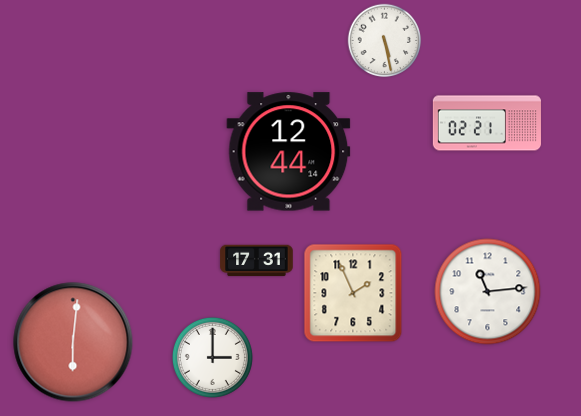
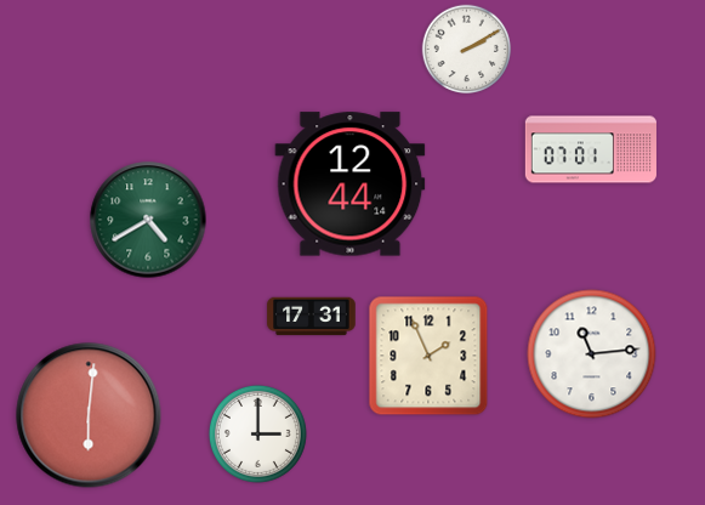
clock at (385, 41): 5:28 -> 2:10
clock at (487, 123): 02:21 -> 07:01
clock at (148, 220): none -> 4:40
